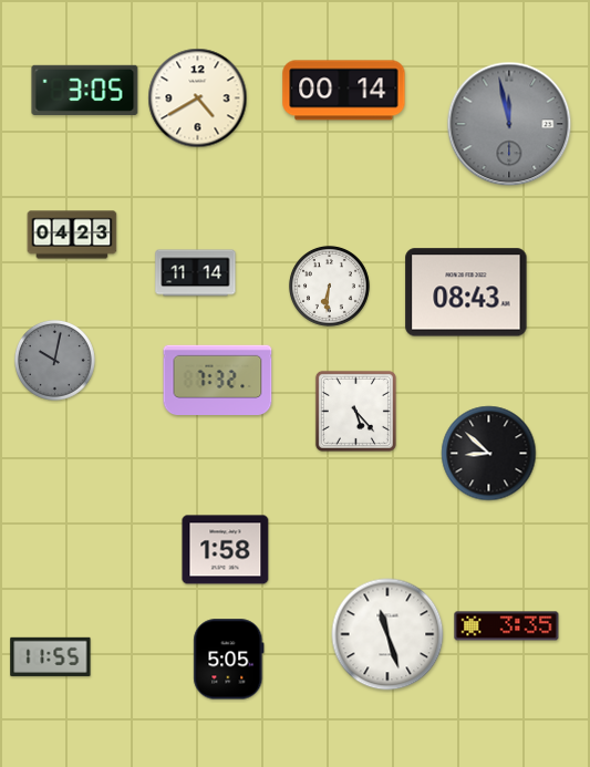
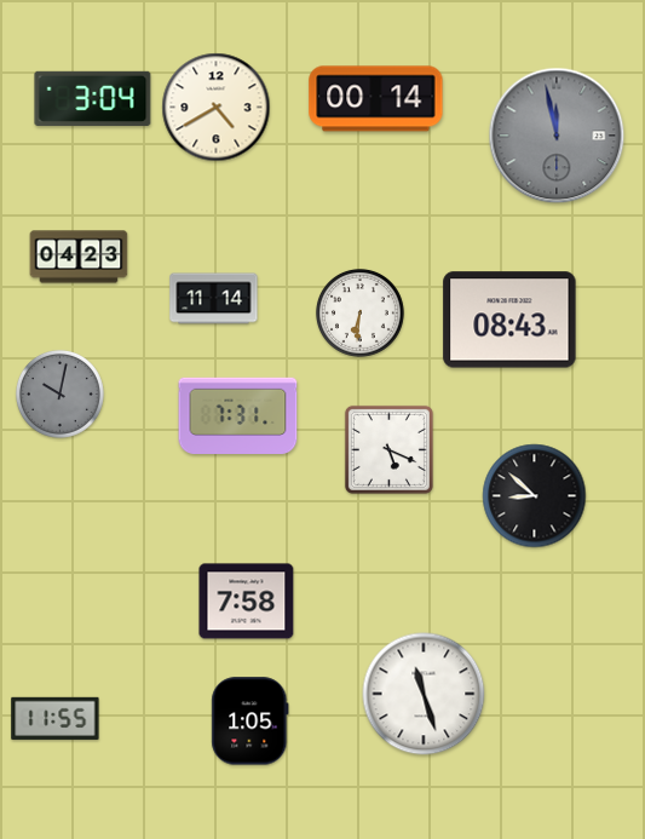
clock at (85, 90): 3:05 -> 3:04
clock at (218, 381): 7:32 -> 7:31
clock at (355, 411): 5:23 -> 5:19
clock at (226, 550): 1:58 -> 7:58
clock at (507, 626): 3:35 -> none
clock at (229, 660): 5:05 -> 1:05
